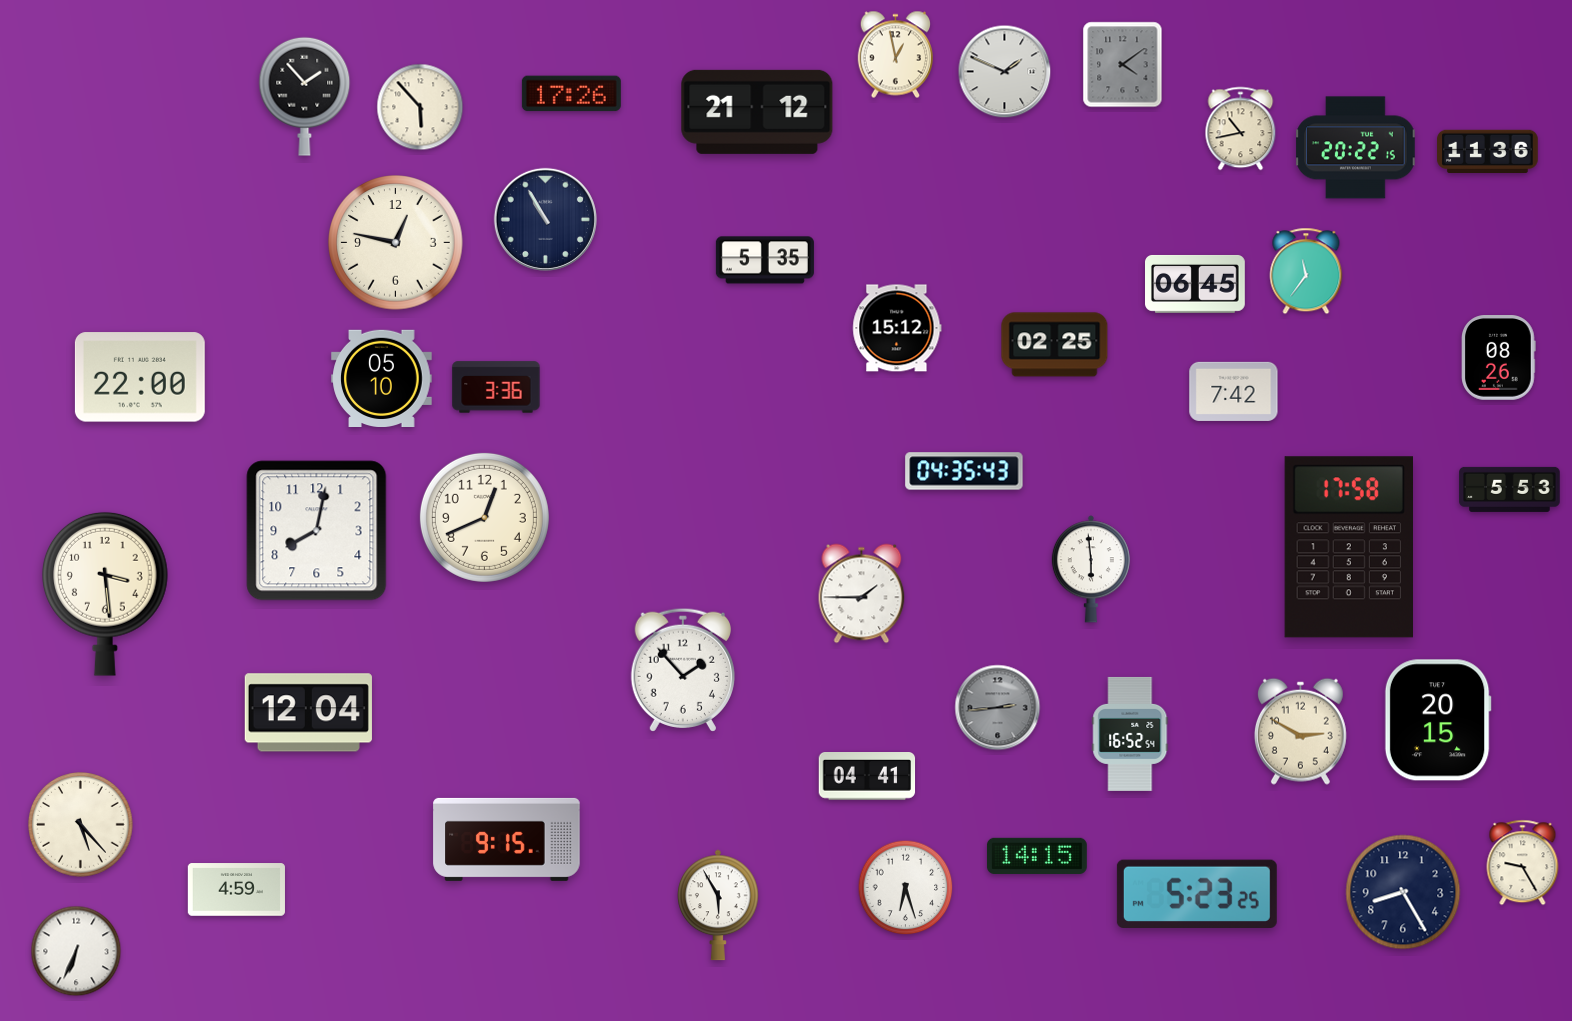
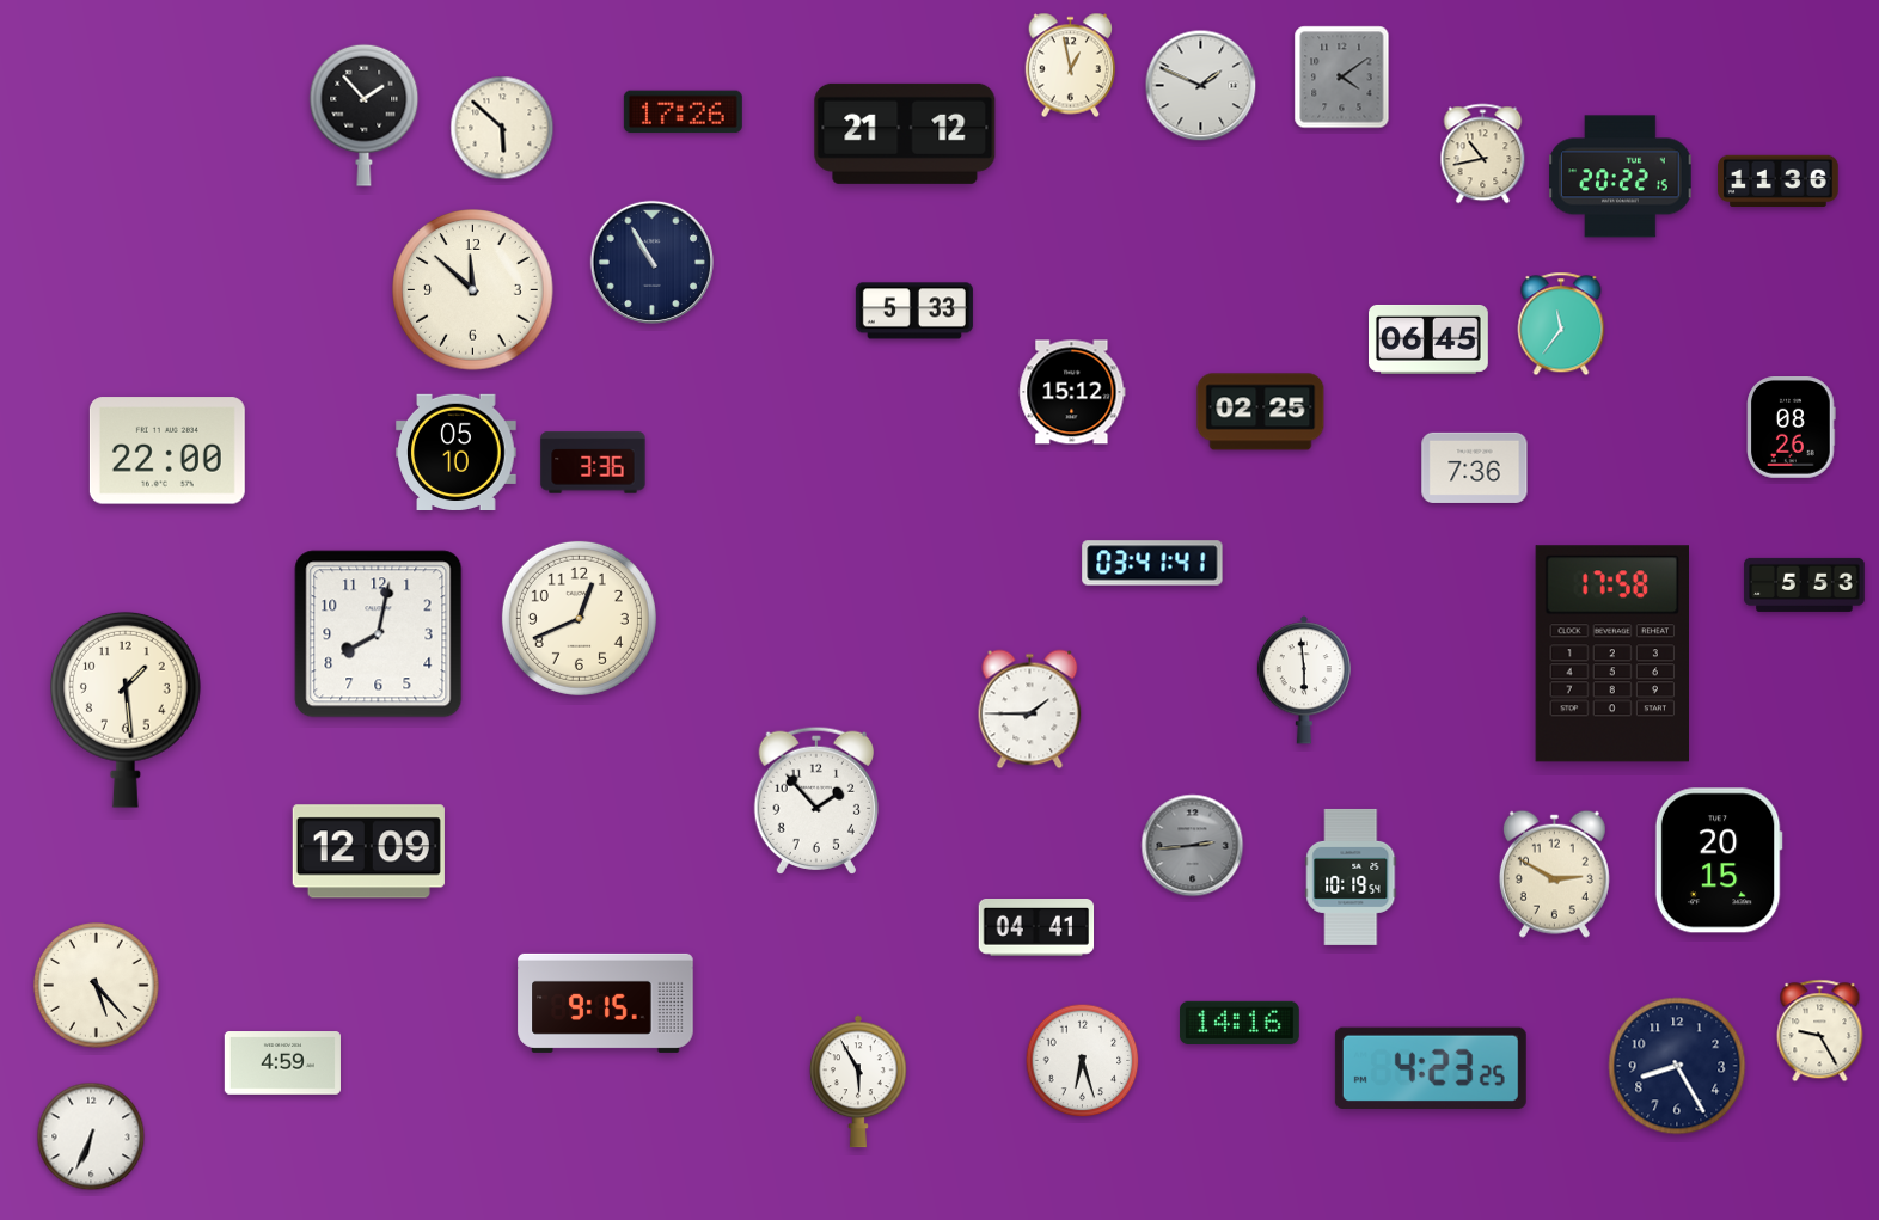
clock at (420, 107): 5:53 -> 5:52
clock at (396, 243): 12:47 -> 11:52
clock at (765, 260): 5:35 -> 5:33
clock at (1234, 391): 7:42 -> 7:36
clock at (964, 471): 04:35 -> 03:41
clock at (105, 594): 3:29 -> 1:29
clock at (308, 713): 12:04 -> 12:09
clock at (1130, 734): 16:52 -> 10:19
clock at (1037, 856): 14:15 -> 14:16
clock at (1197, 893): 5:23 -> 4:23
